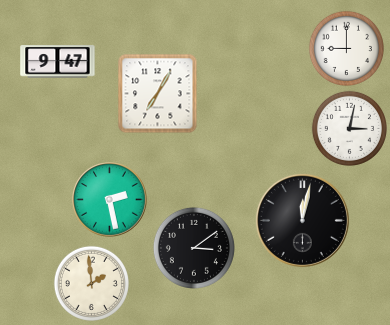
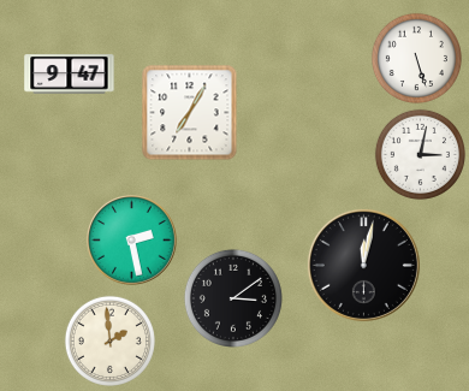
clock at (346, 48): 9:00 -> 5:27
